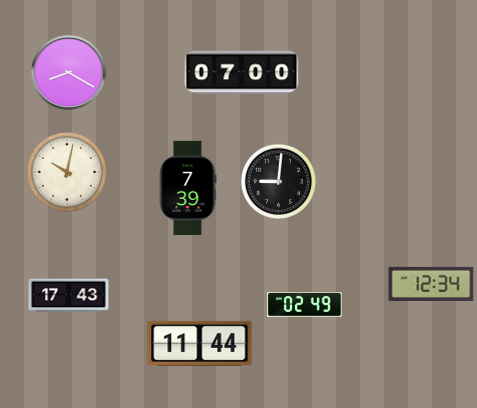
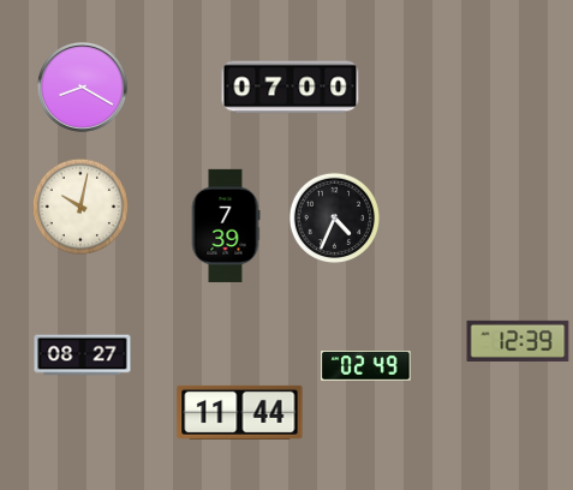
clock at (278, 181): 9:01 -> 4:34
clock at (431, 284): 12:34 -> 12:39
clock at (69, 296): 17:43 -> 08:27
